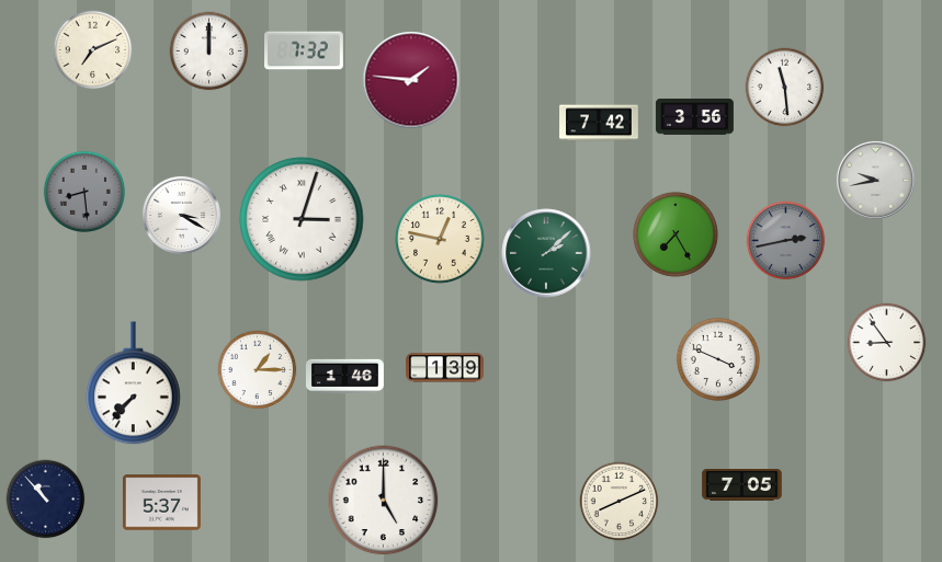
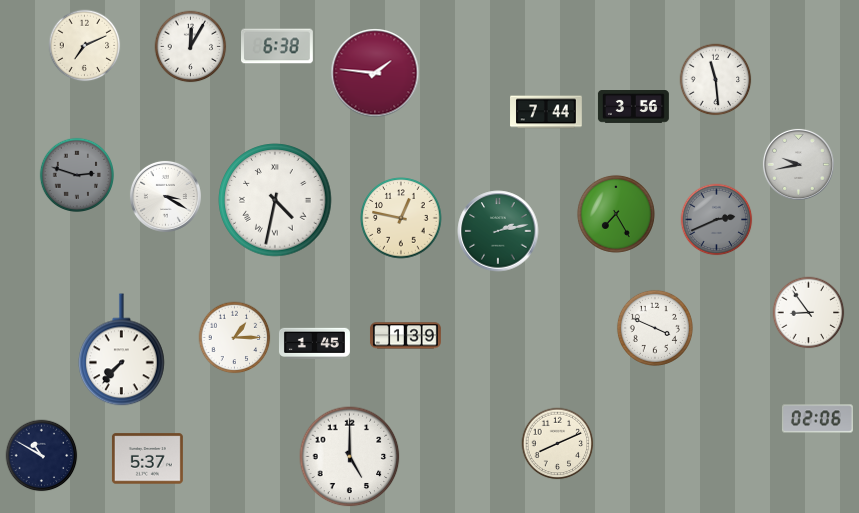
clock at (305, 50): 7:32 -> 6:38
clock at (209, 51): 12:00 -> 12:05
clock at (599, 123): 7:42 -> 7:44
clock at (83, 191): 8:29 -> 2:48
clock at (302, 219): 3:03 -> 4:32
clock at (786, 241): 2:43 -> 2:41
clock at (546, 253): 2:08 -> 2:13
clock at (344, 376): 1:46 -> 1:45
clock at (817, 419): none -> 02:06
clock at (742, 485): 7:05 -> none
clock at (46, 500): 10:53 -> 10:50
clock at (620, 502) position: (620, 502) -> (558, 444)
